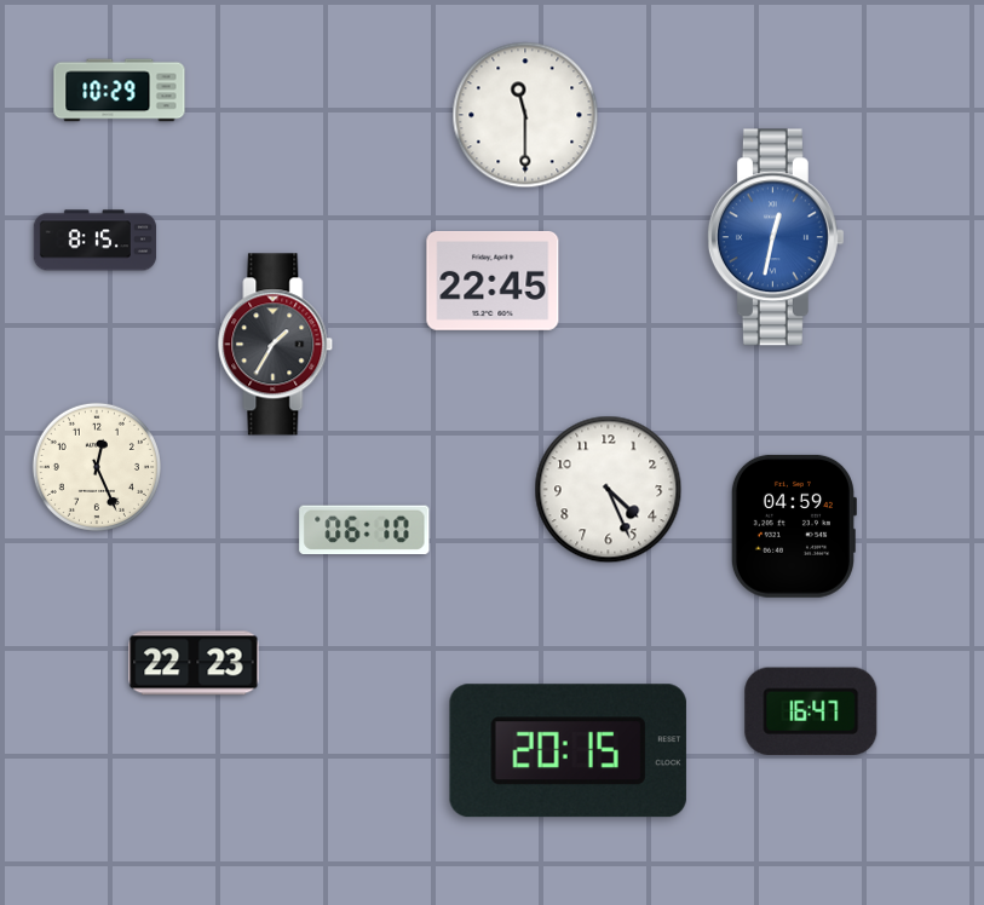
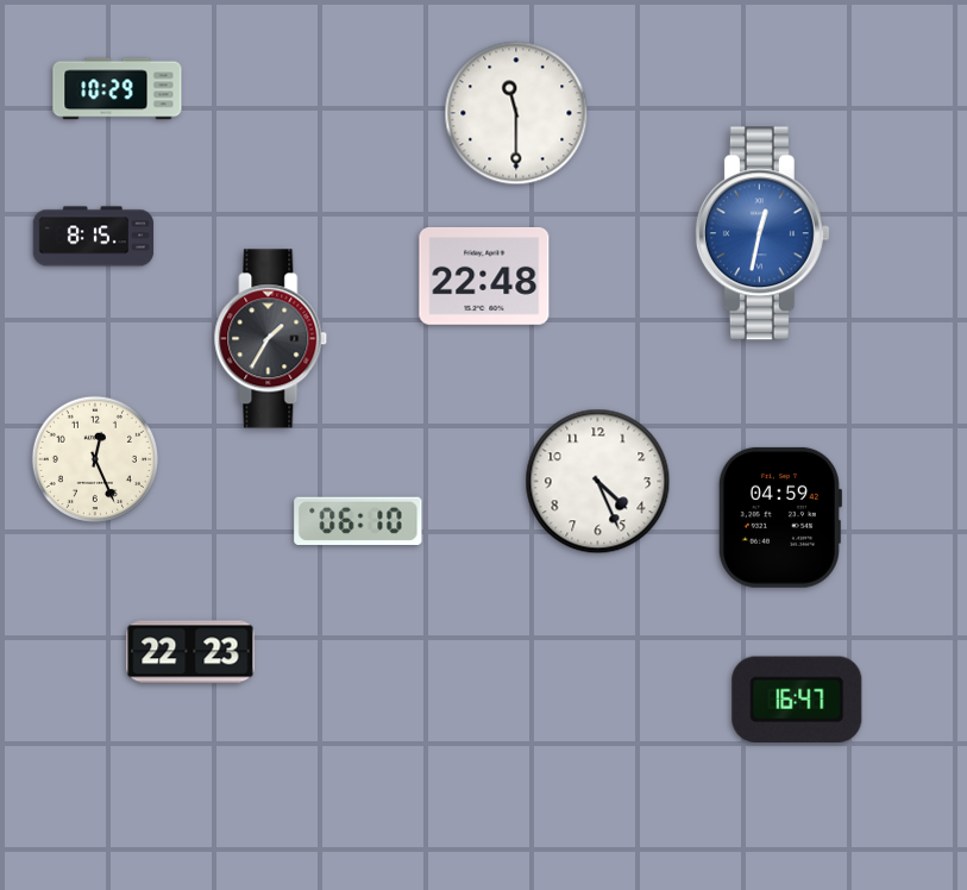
clock at (493, 281): 22:45 -> 22:48
clock at (568, 751): 20:15 -> none
